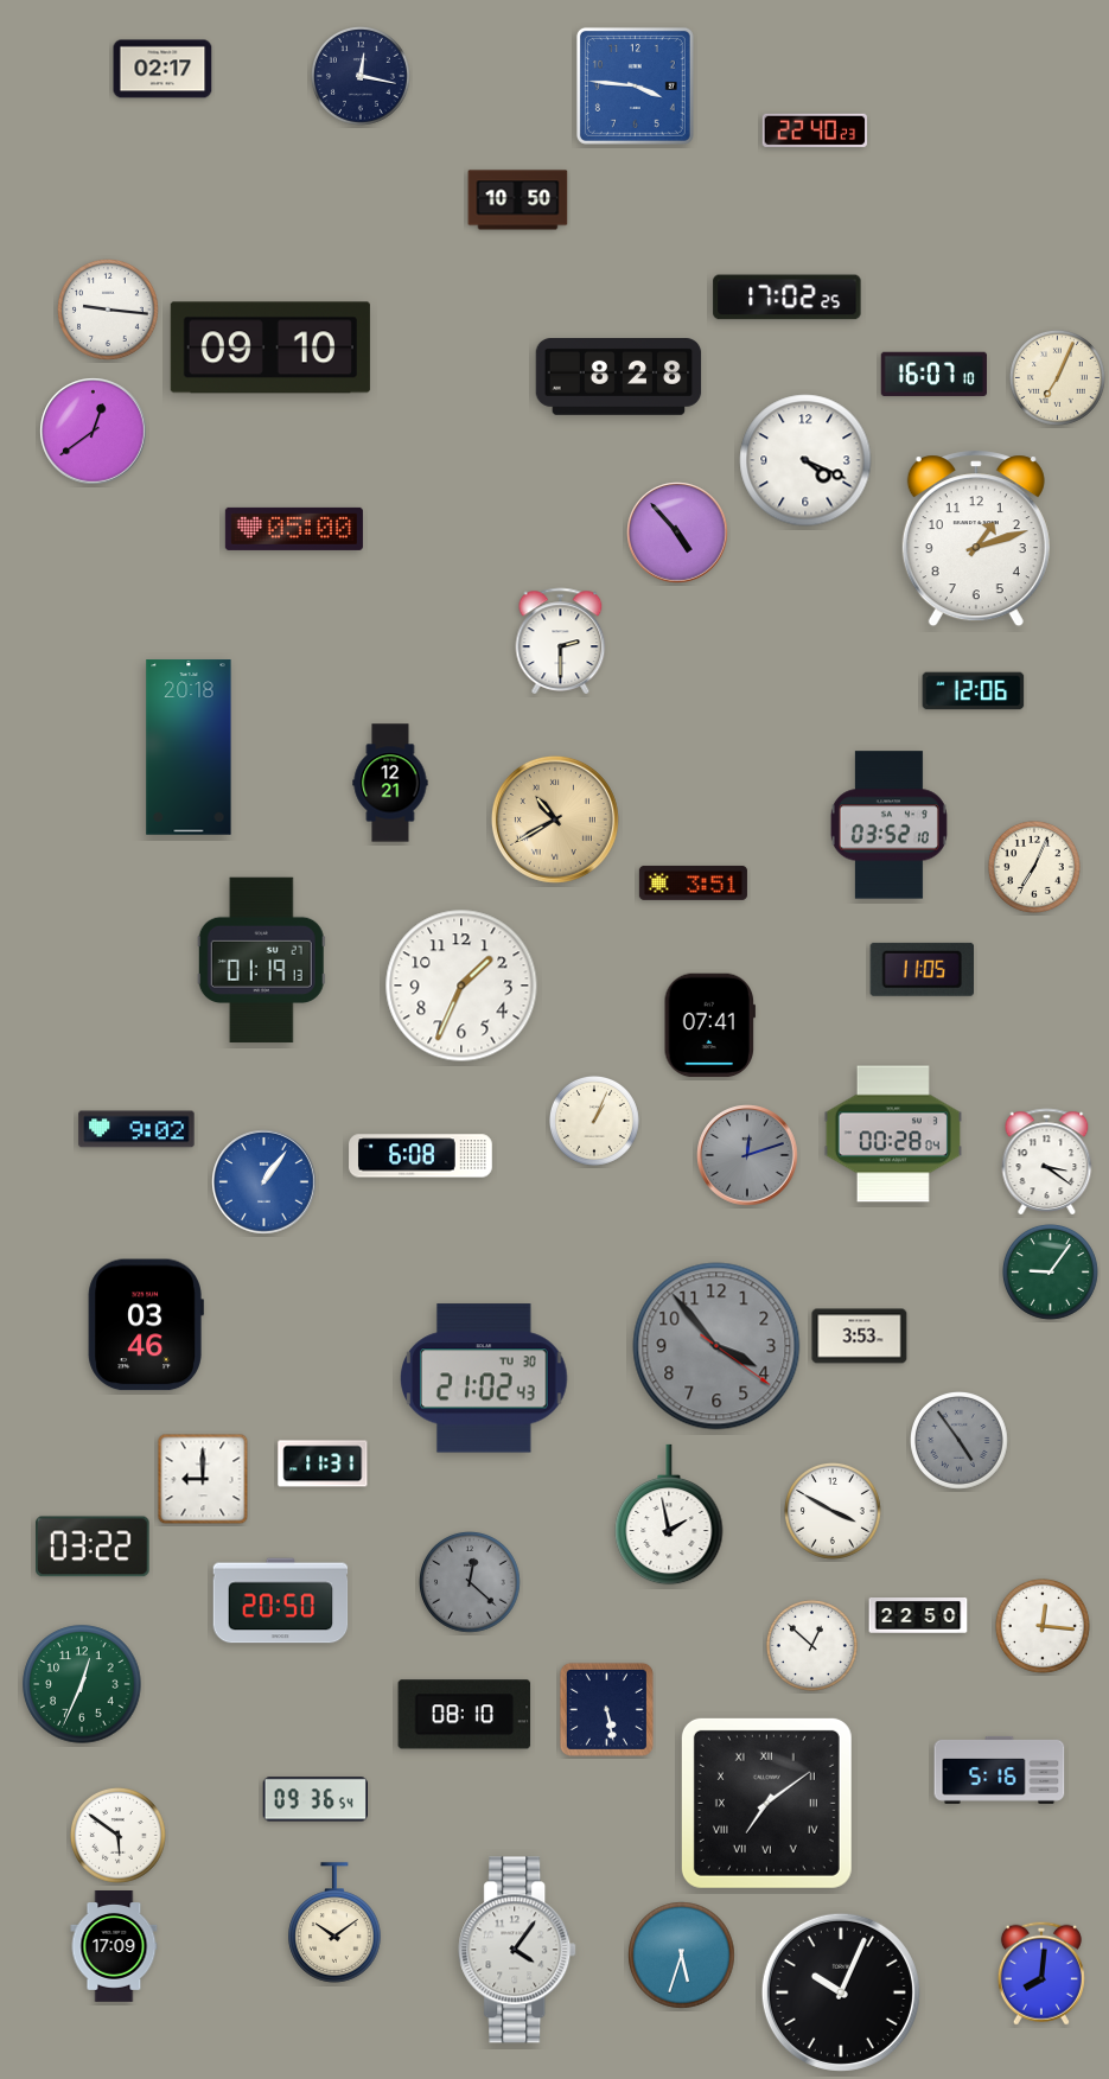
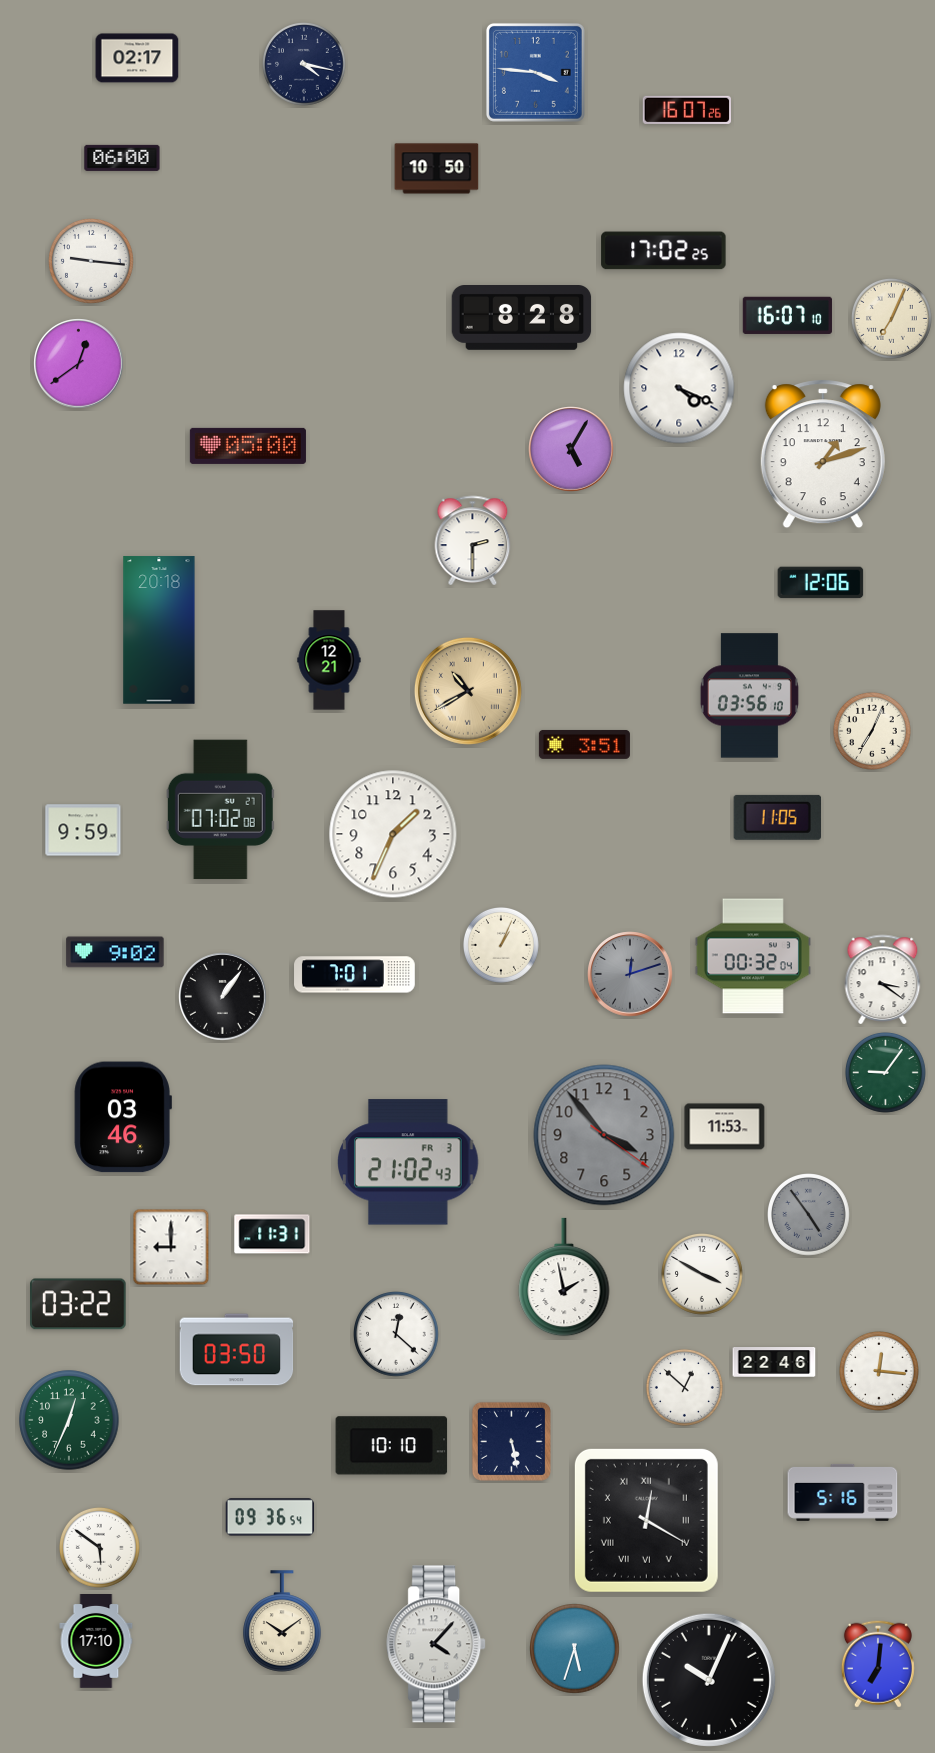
clock at (362, 77): 12:17 -> 4:17
clock at (814, 130): 22:40 -> 16:07
clock at (122, 158): none -> 06:00
clock at (270, 347): 09:10 -> none
clock at (677, 532): 4:53 -> 5:05
clock at (888, 825): 03:52 -> 03:56
clock at (261, 961): 01:19 -> 07:02
clock at (83, 830): none -> 9:59
clock at (461, 986) position: (461, 986) -> (393, 834)
clock at (709, 1026): 07:41 -> none
clock at (893, 1134): 00:28 -> 00:32
clock at (421, 1156): 6:08 -> 7:01
clock at (264, 1182) dial: blue -> black
clock at (860, 1337): 3:53 -> 11:53
clock at (484, 1378) date: TU 30 -> FR 3
clock at (471, 1583) dial: grey -> white
clock at (281, 1601): 20:50 -> 03:50
clock at (918, 1615): 22:50 -> 22:46
clock at (465, 1715): 08:10 -> 10:10
clock at (314, 1799) position: (314, 1799) -> (269, 1517)
clock at (766, 1803): 7:09 -> 12:20
clock at (114, 1947): 17:09 -> 17:10
clock at (518, 1950): 4:06 -> 4:07
clock at (1041, 1973): 8:01 -> 7:01
